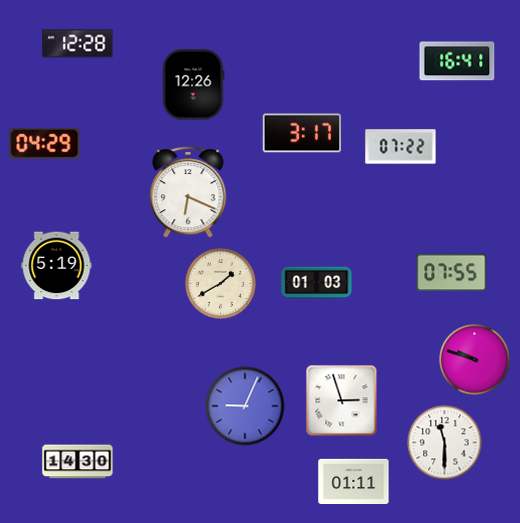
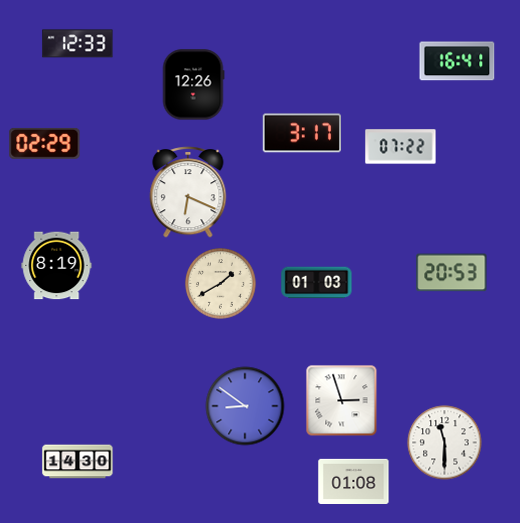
clock at (78, 44): 12:28 -> 12:33
clock at (45, 143): 04:29 -> 02:29
clock at (57, 266): 5:19 -> 8:19
clock at (452, 273): 07:55 -> 20:53
clock at (475, 360): 9:48 -> none
clock at (245, 406): 9:04 -> 8:51
clock at (354, 481): 01:11 -> 01:08
